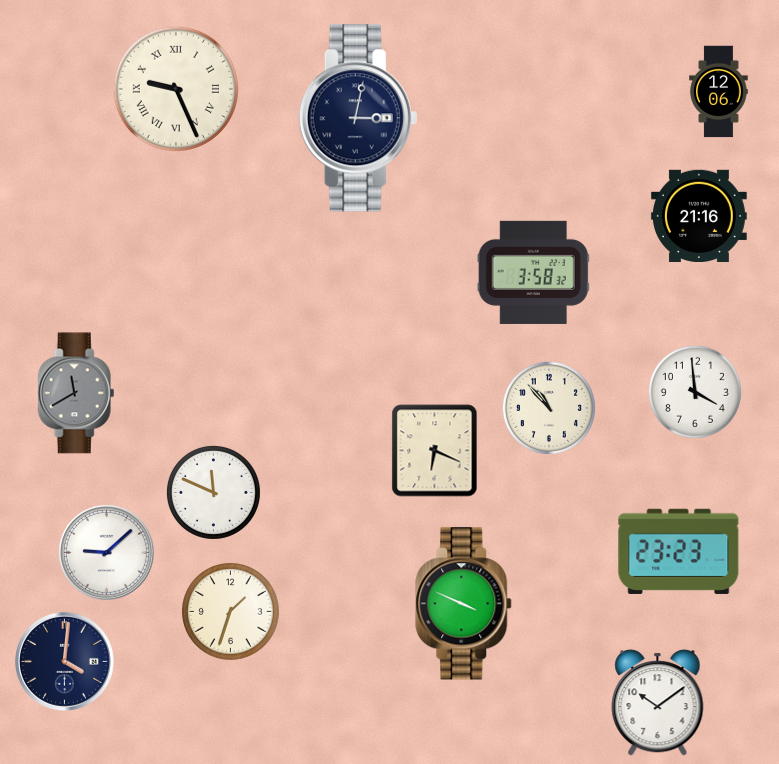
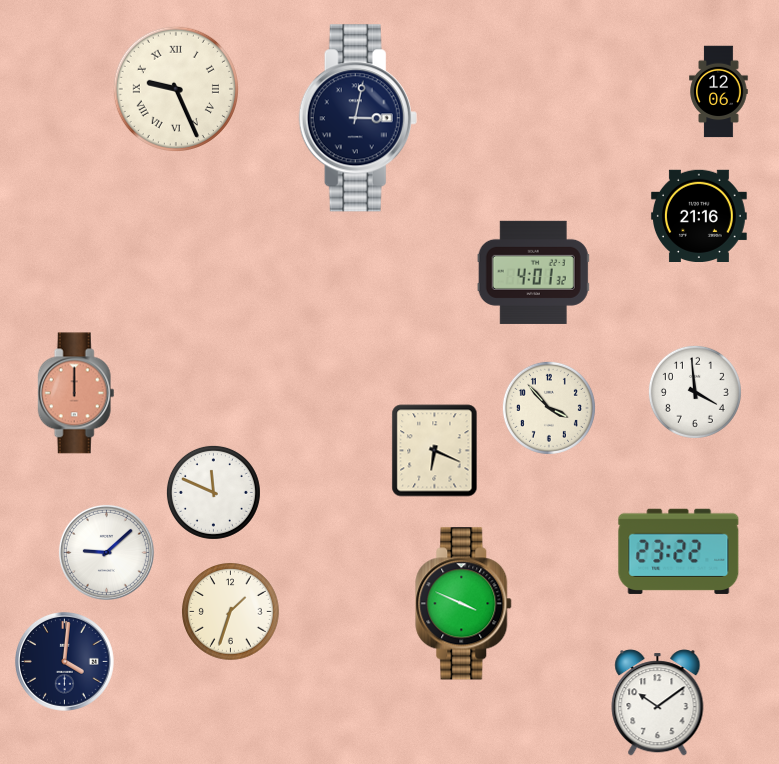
clock at (533, 272): 3:58 -> 4:01
clock at (76, 393): 11:40 -> 12:00
clock at (76, 393) dial: grey -> salmon
clock at (549, 408): 10:53 -> 3:53
clock at (679, 551): 23:23 -> 23:22
